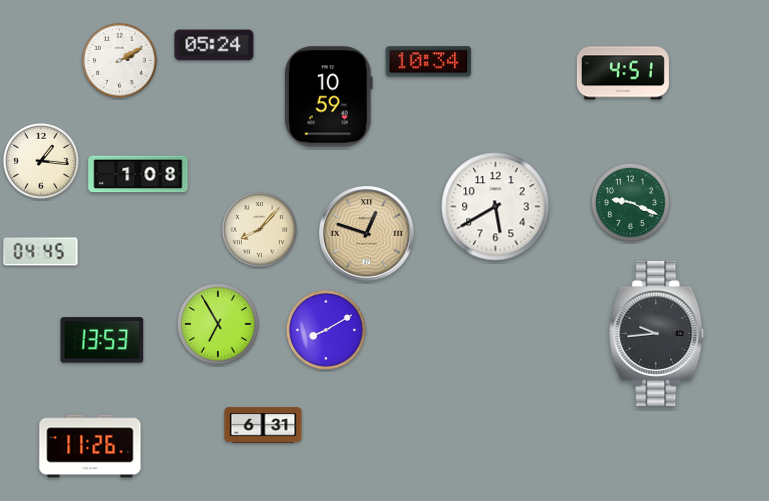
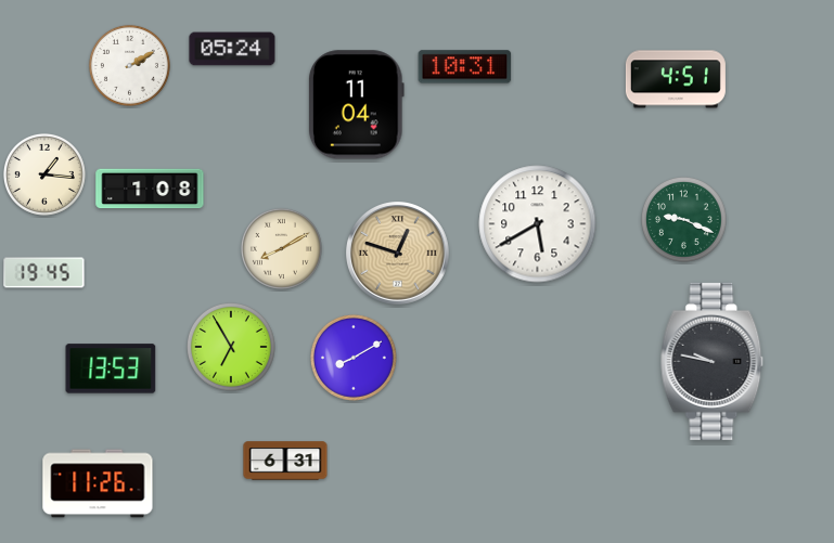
clock at (429, 62): 10:34 -> 10:31
clock at (328, 97): 10:59 -> 11:04
clock at (259, 229): 8:07 -> 8:10
clock at (41, 252): 04:45 -> 19:45
clock at (219, 325) position: (219, 325) -> (232, 348)
clock at (657, 333): 9:44 -> 9:47
